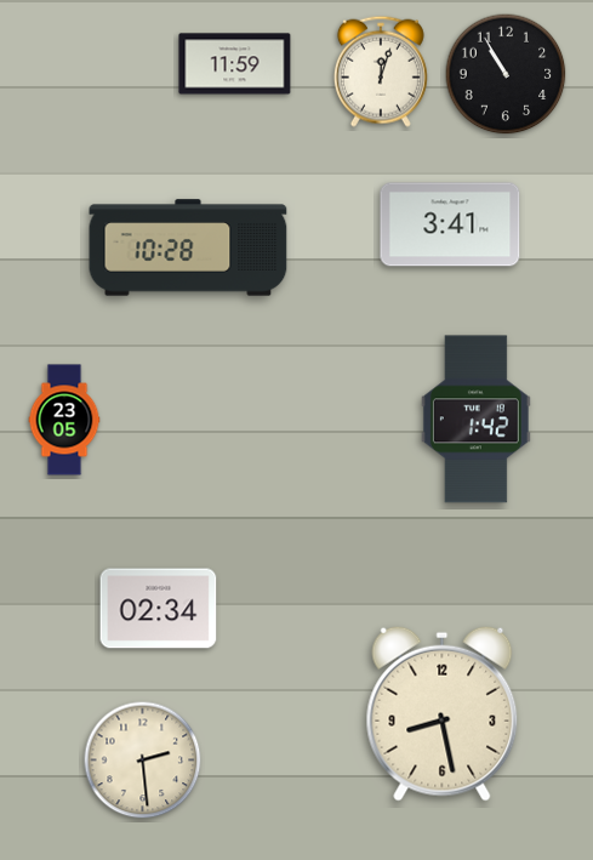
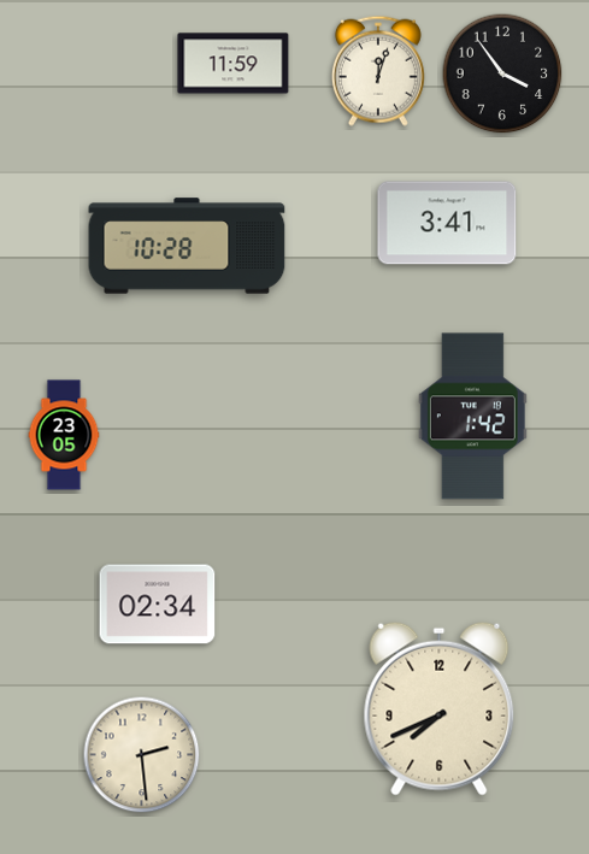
clock at (506, 74): 10:55 -> 3:54
clock at (64, 420) position: (64, 420) -> (64, 435)
clock at (443, 713): 8:28 -> 7:41
